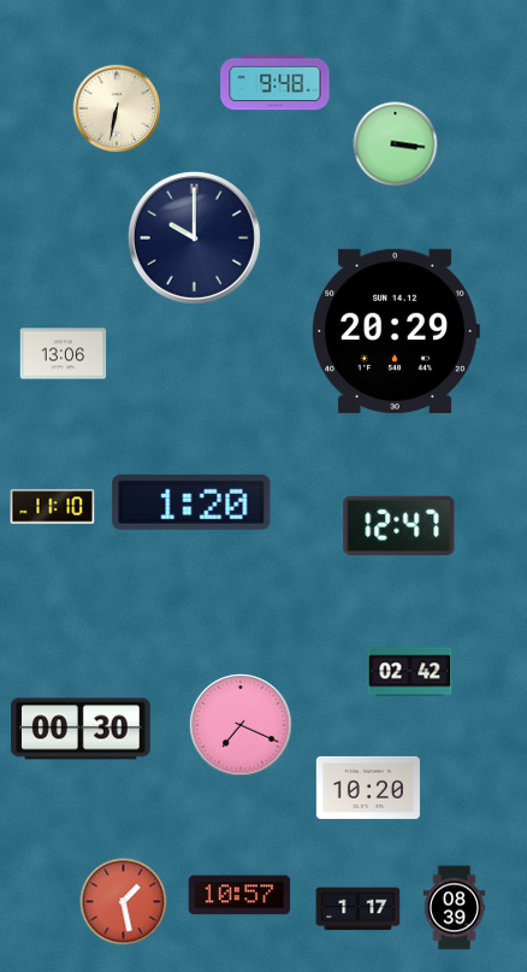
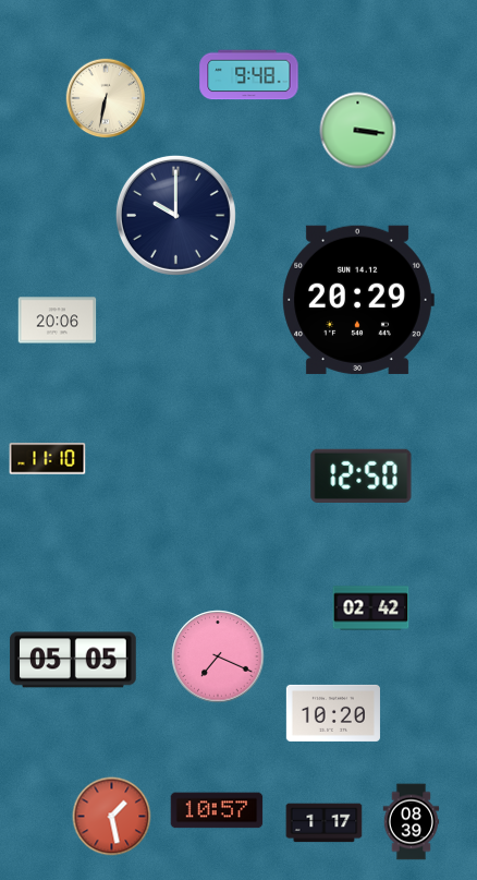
clock at (64, 354): 13:06 -> 20:06
clock at (191, 502): 1:20 -> none
clock at (399, 525): 12:47 -> 12:50
clock at (81, 729): 00:30 -> 05:05
